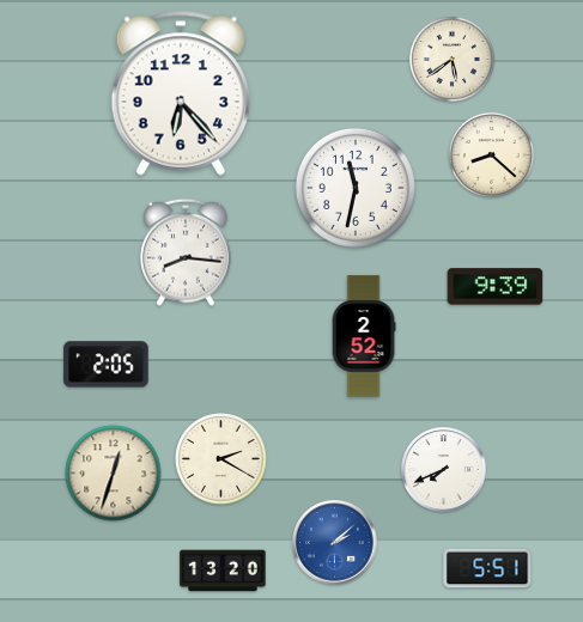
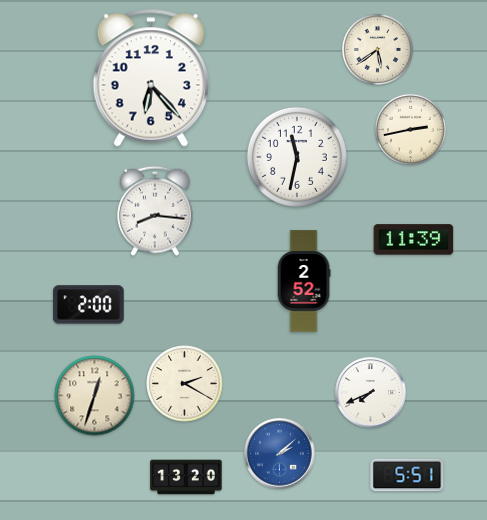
clock at (491, 154): 8:22 -> 2:43
clock at (496, 287): 9:39 -> 11:39
clock at (107, 365): 2:05 -> 2:00
